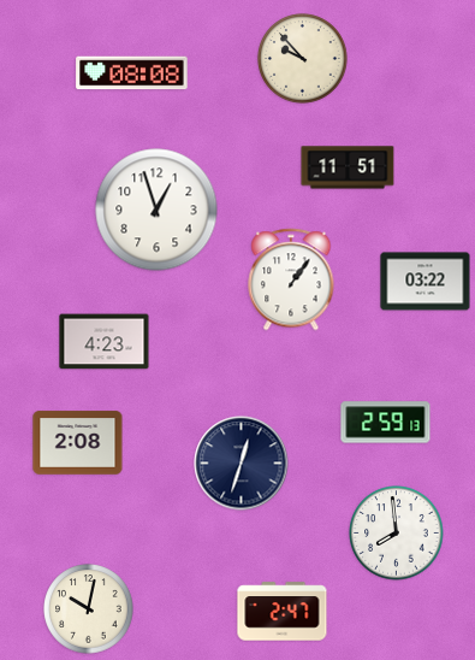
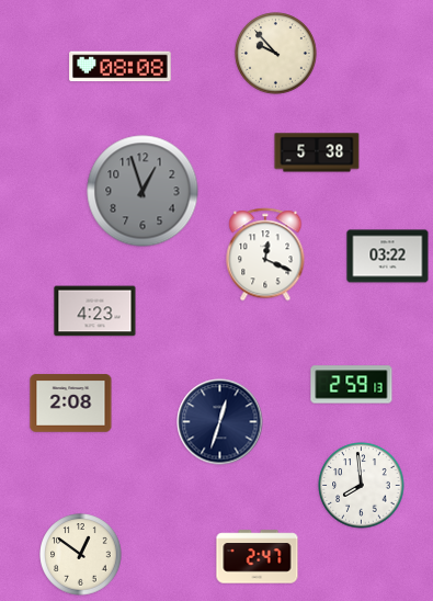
clock at (348, 167): 11:51 -> 5:38
clock at (156, 210) dial: white -> grey
clock at (291, 279): 1:06 -> 12:19
clock at (89, 609): 10:02 -> 12:51
